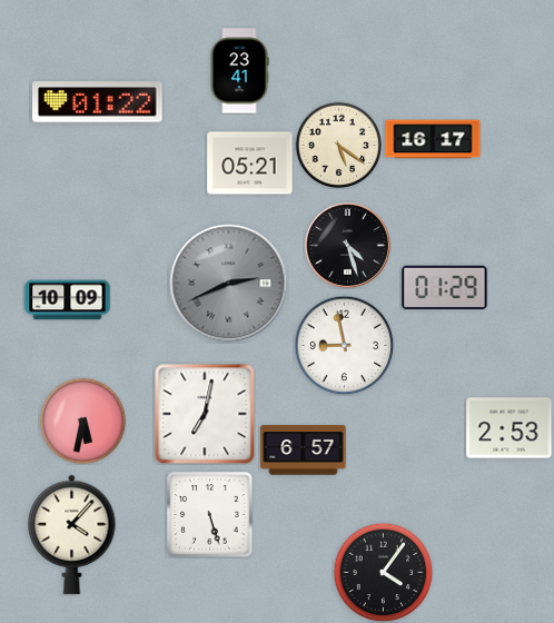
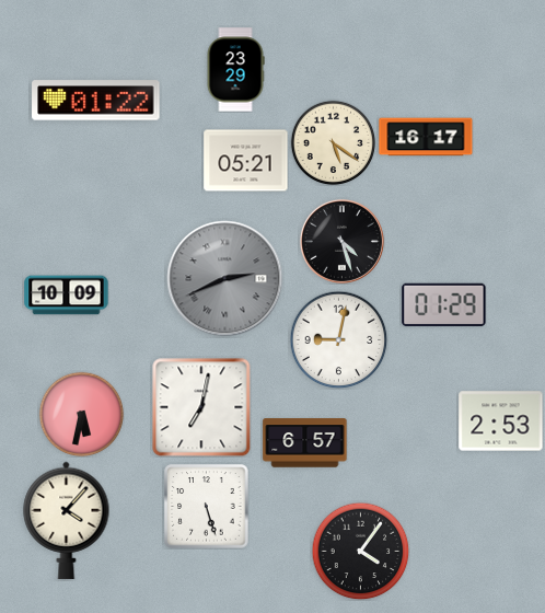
clock at (239, 71): 23:41 -> 23:29
clock at (445, 288) position: (445, 288) -> (444, 305)
clock at (344, 345): 8:58 -> 9:02
clock at (304, 451) position: (304, 451) -> (305, 443)
clock at (72, 534) position: (72, 534) -> (67, 520)
clock at (383, 572) position: (383, 572) -> (360, 551)
